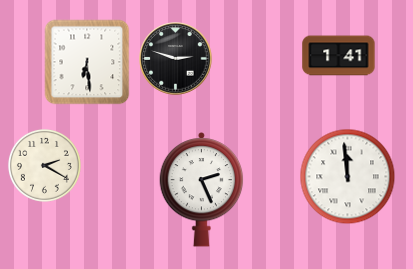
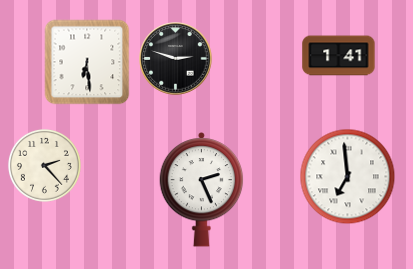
clock at (44, 165): 2:20 -> 2:23
clock at (348, 177): 11:59 -> 6:59
